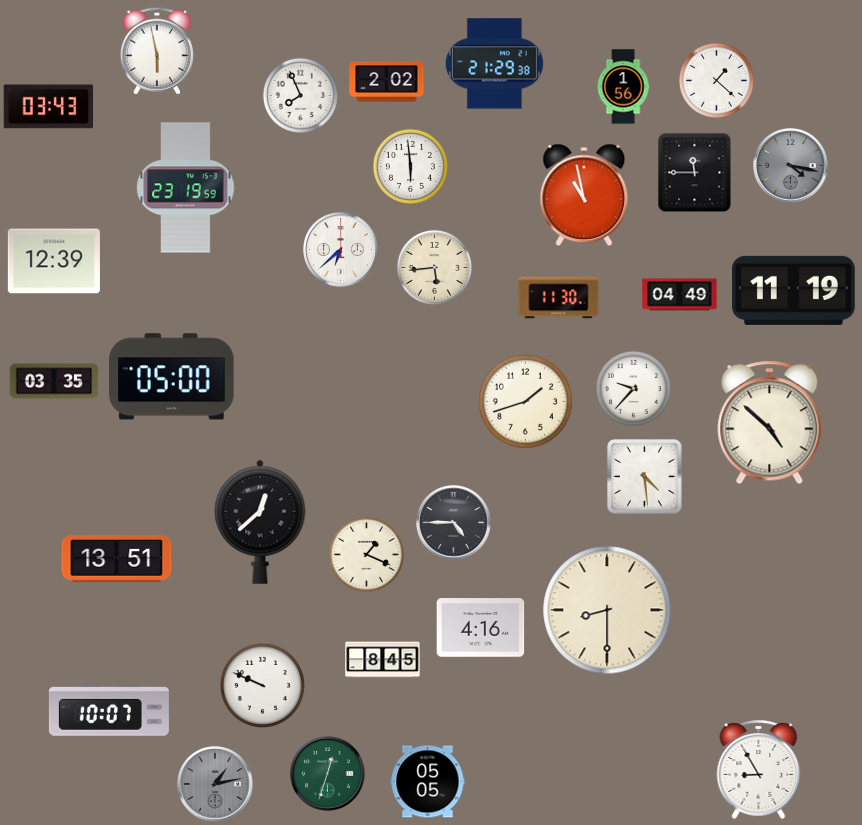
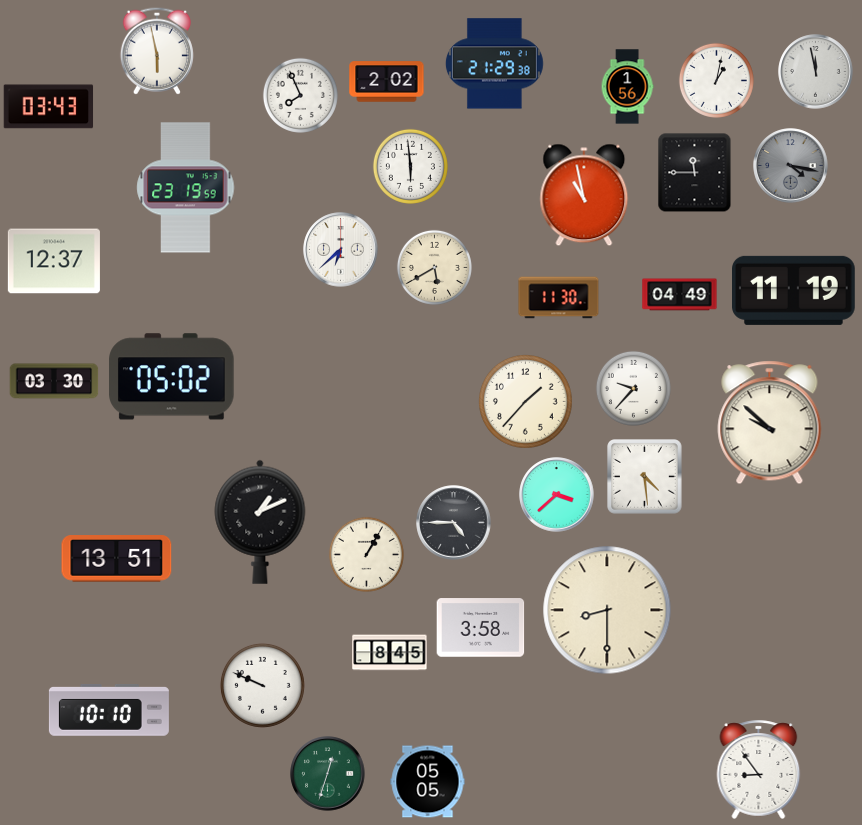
clock at (816, 72): none -> 11:58
clock at (716, 80): 1:22 -> 1:02
clock at (623, 87) position: (623, 87) -> (627, 87)
clock at (54, 261): 12:39 -> 12:37
clock at (434, 267): 5:44 -> 5:40
clock at (172, 377): 05:00 -> 05:02
clock at (54, 381): 03:35 -> 03:30
clock at (526, 402): 1:42 -> 1:37
clock at (770, 423): 4:52 -> 9:52
clock at (557, 495): none -> 3:38
clock at (260, 522): 12:38 -> 1:11
clock at (366, 554): 1:19 -> 1:05
clock at (481, 628): 4:16 -> 3:58
clock at (383, 660) position: (383, 660) -> (390, 653)
clock at (109, 710): 10:07 -> 10:10
clock at (759, 769): 8:55 -> 8:54
clock at (215, 784): 1:13 -> none
